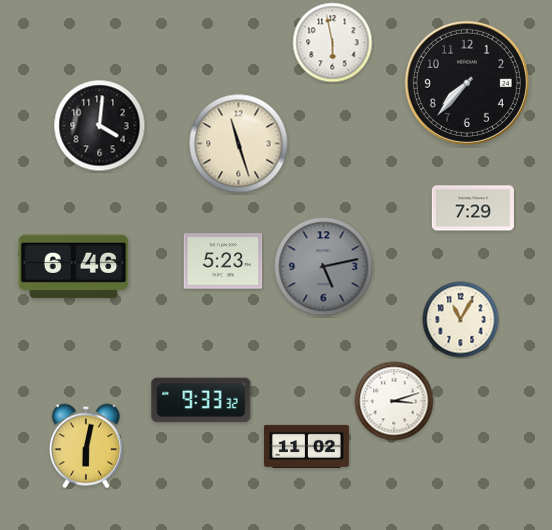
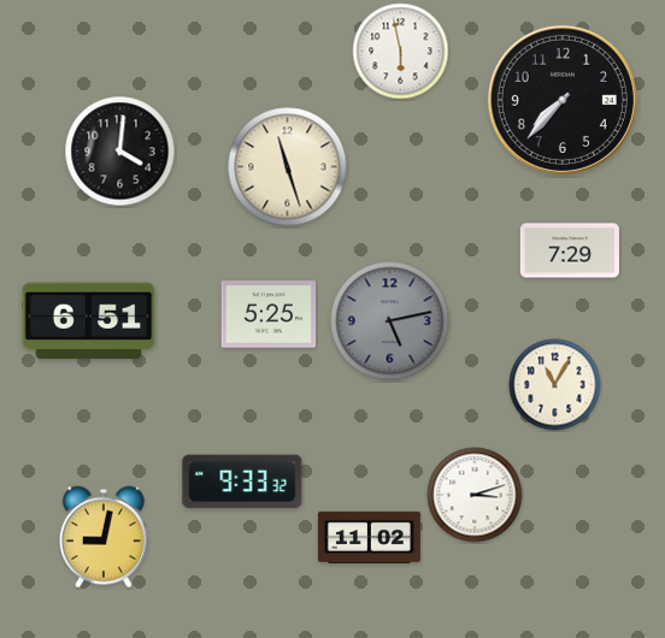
clock at (239, 144) position: (239, 144) -> (288, 167)
clock at (223, 261): 5:23 -> 5:25
clock at (74, 267): 6:46 -> 6:51
clock at (394, 401) position: (394, 401) -> (475, 495)
clock at (86, 446): 6:02 -> 9:02
